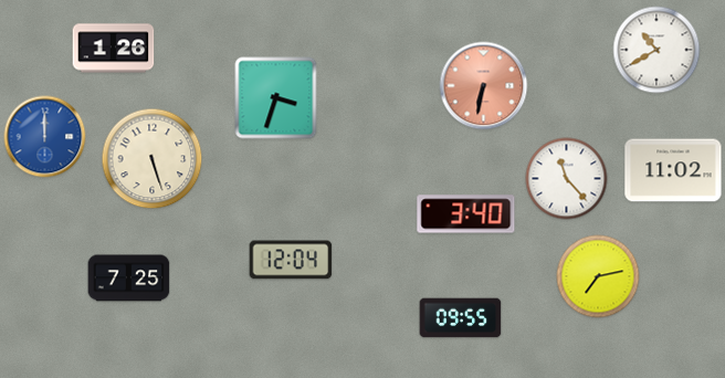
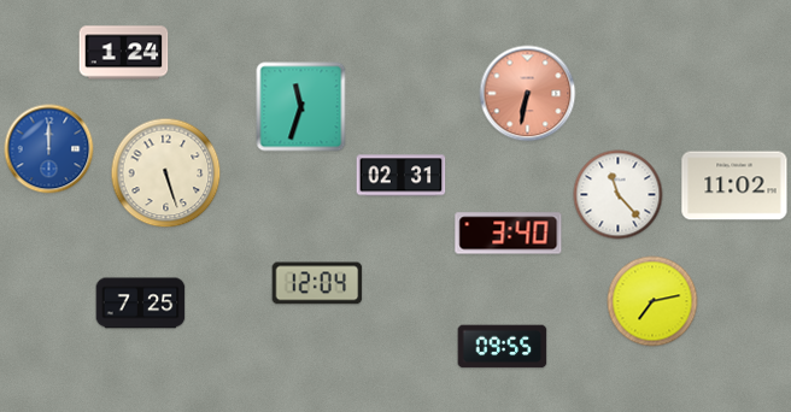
clock at (114, 49): 1:26 -> 1:24
clock at (656, 50): 10:40 -> none
clock at (276, 98): 3:33 -> 11:33
clock at (402, 176): none -> 02:31
